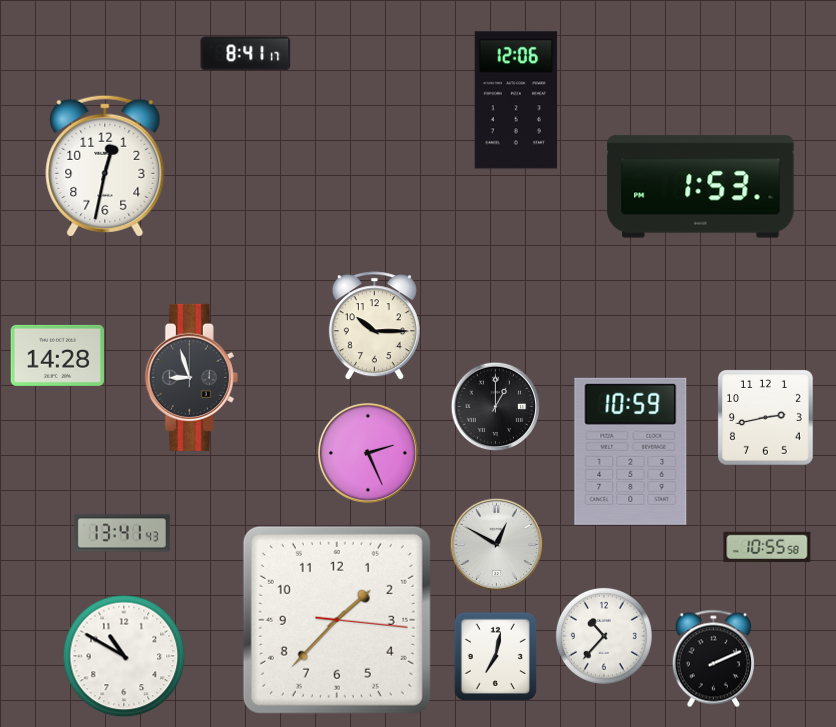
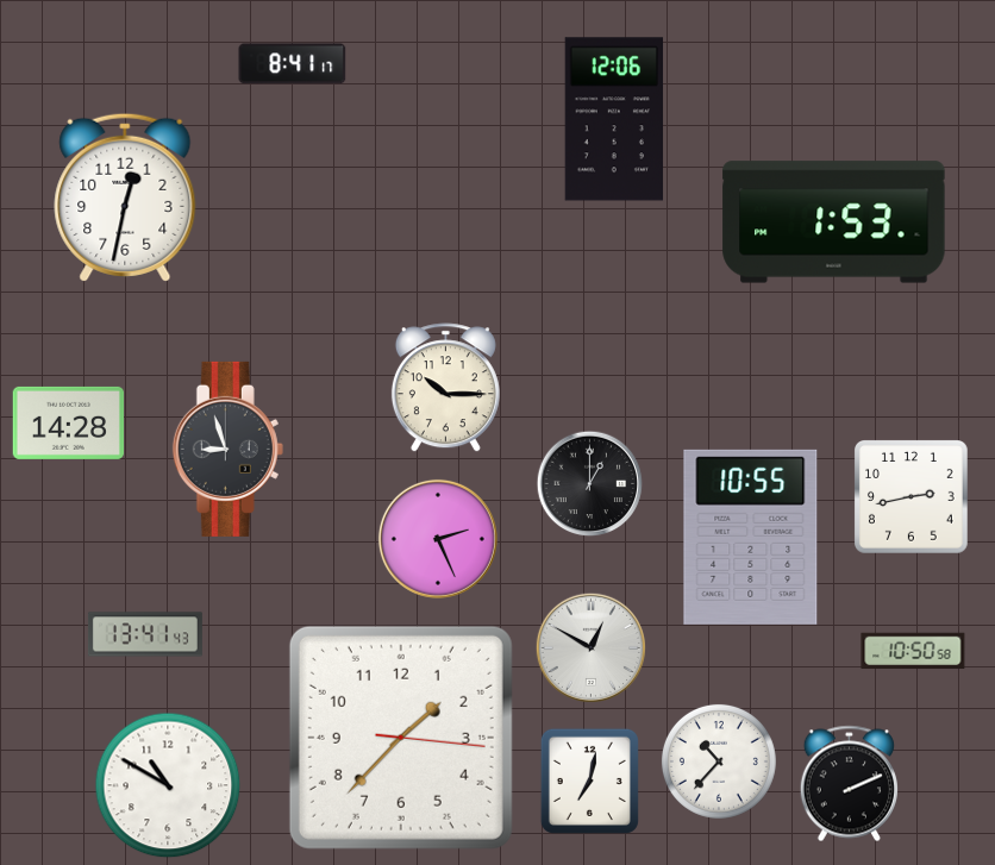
clock at (631, 451): 10:59 -> 10:55
clock at (767, 547): 10:55 -> 10:50
clock at (604, 636) position: (604, 636) -> (719, 761)
clock at (124, 656) position: (124, 656) -> (168, 785)
